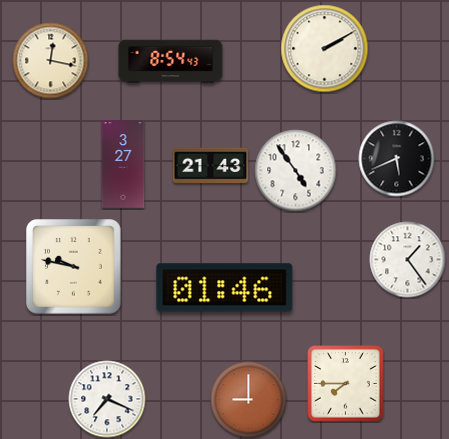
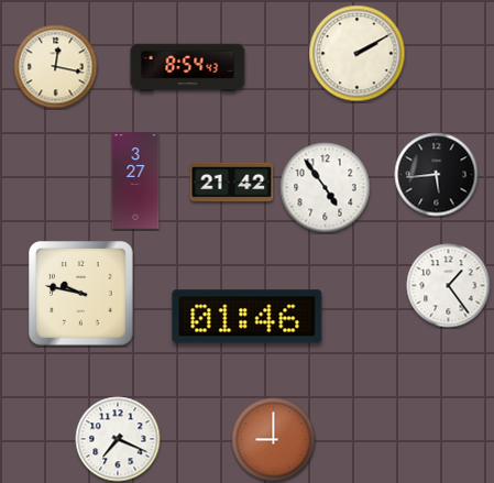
clock at (397, 159): 5:41 -> 5:44
clock at (211, 166): 21:43 -> 21:42
clock at (346, 384): 7:45 -> none
